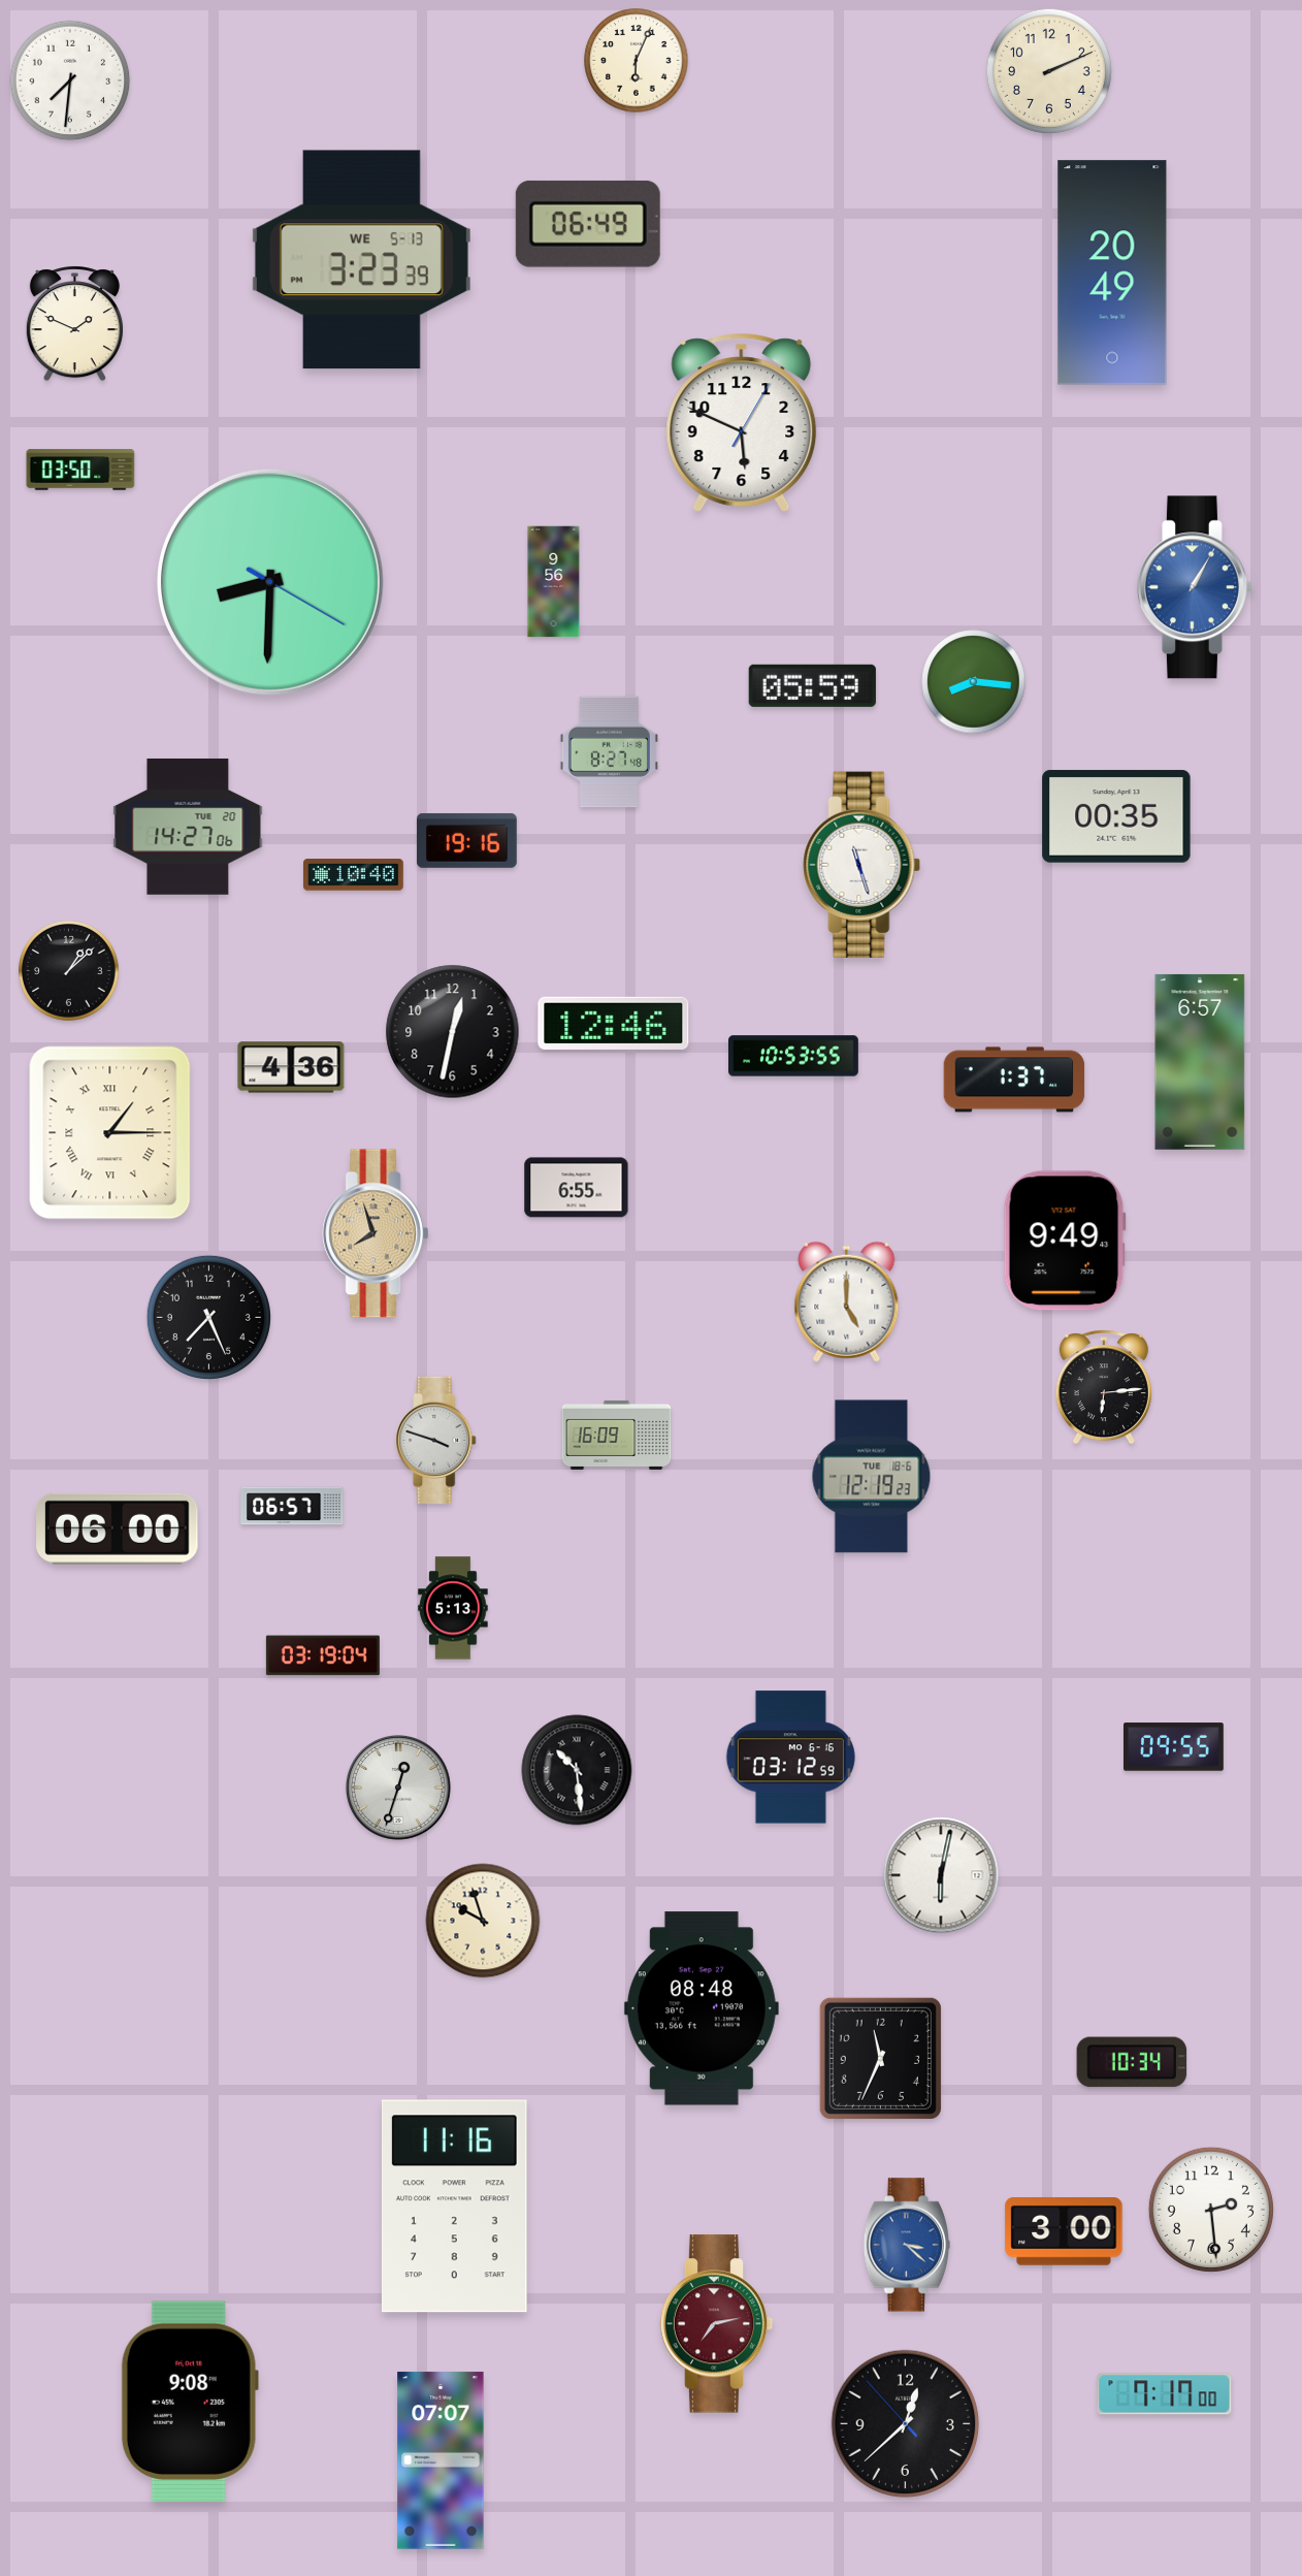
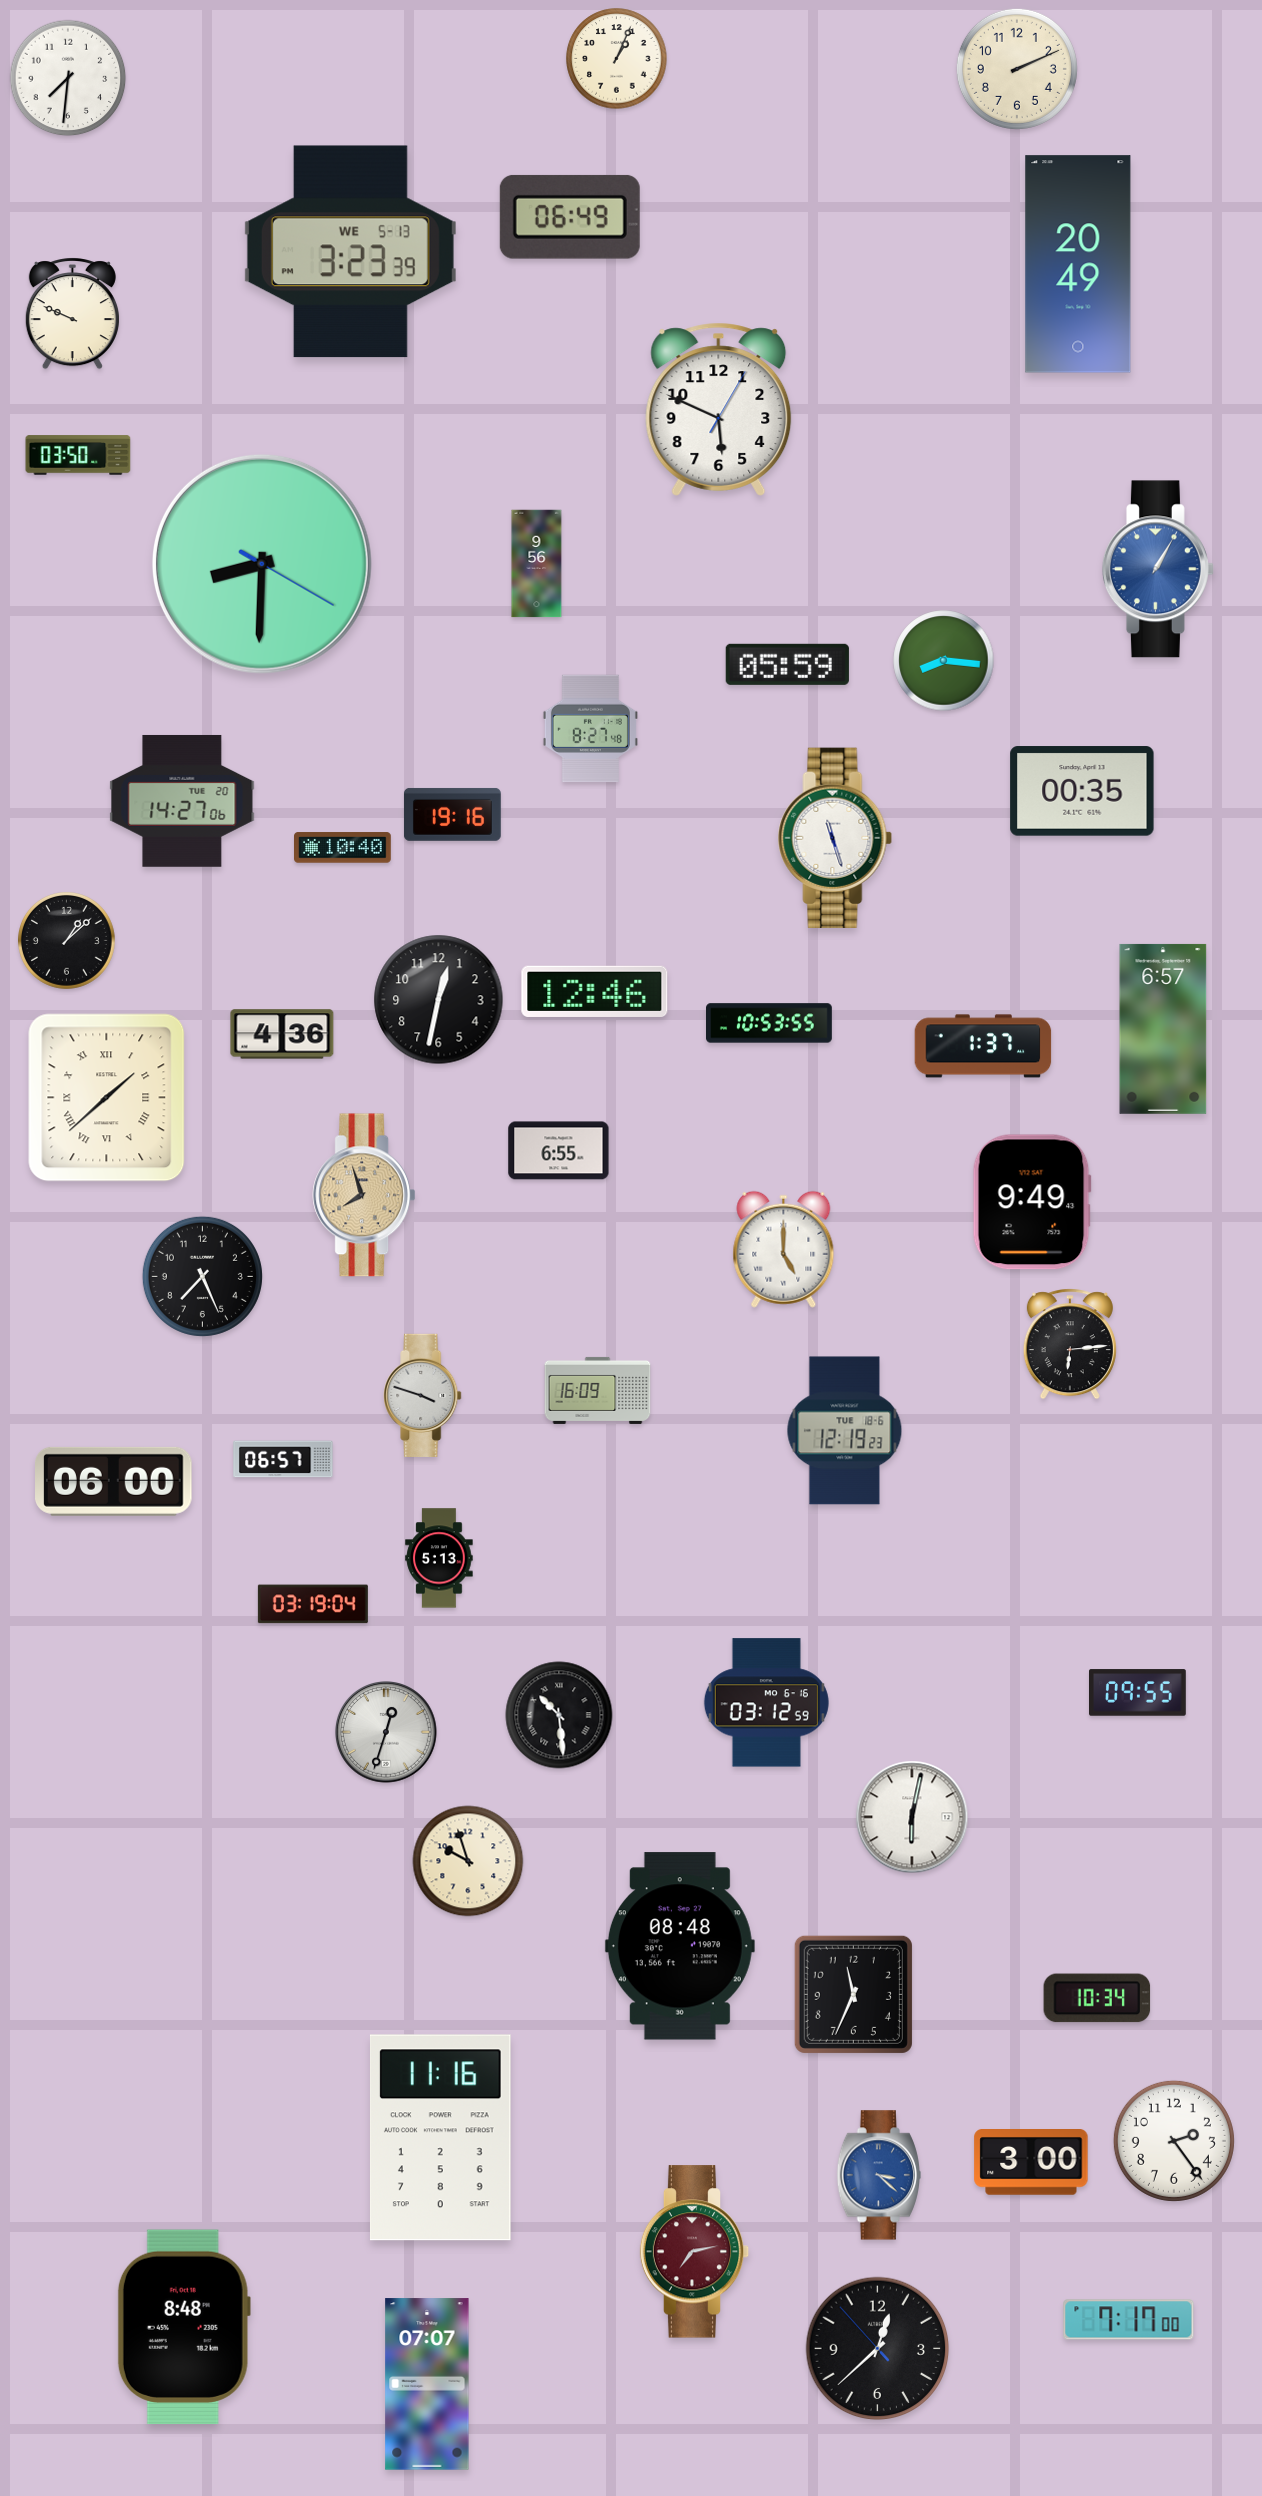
clock at (637, 61): 6:04 -> 1:04
clock at (74, 324): 1:49 -> 9:49
clock at (110, 1133): 1:15 -> 1:38
clock at (847, 1301) position: (847, 1301) -> (784, 1249)
clock at (1211, 2210): 2:29 -> 2:24
clock at (190, 2401): 9:08 -> 8:48
